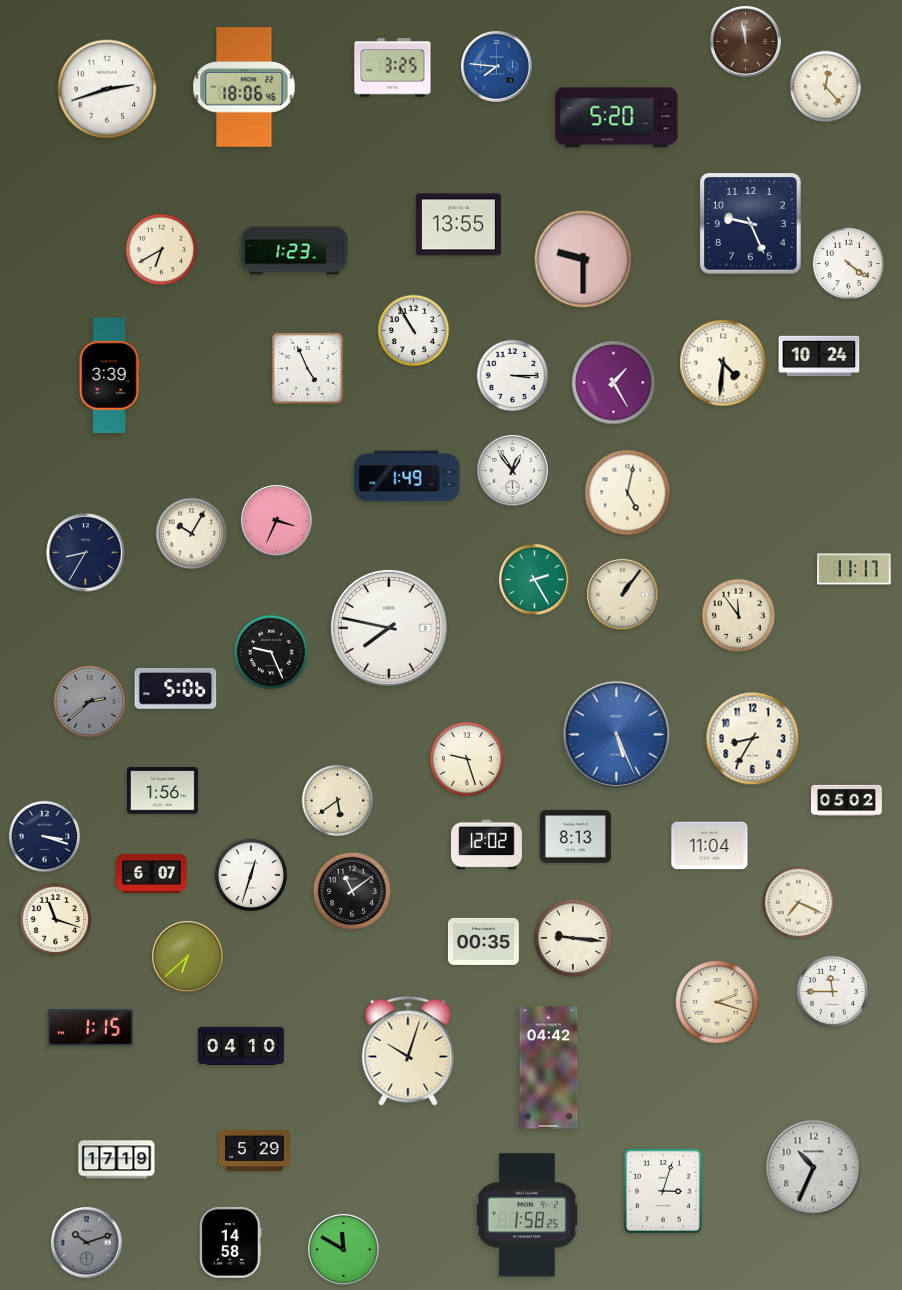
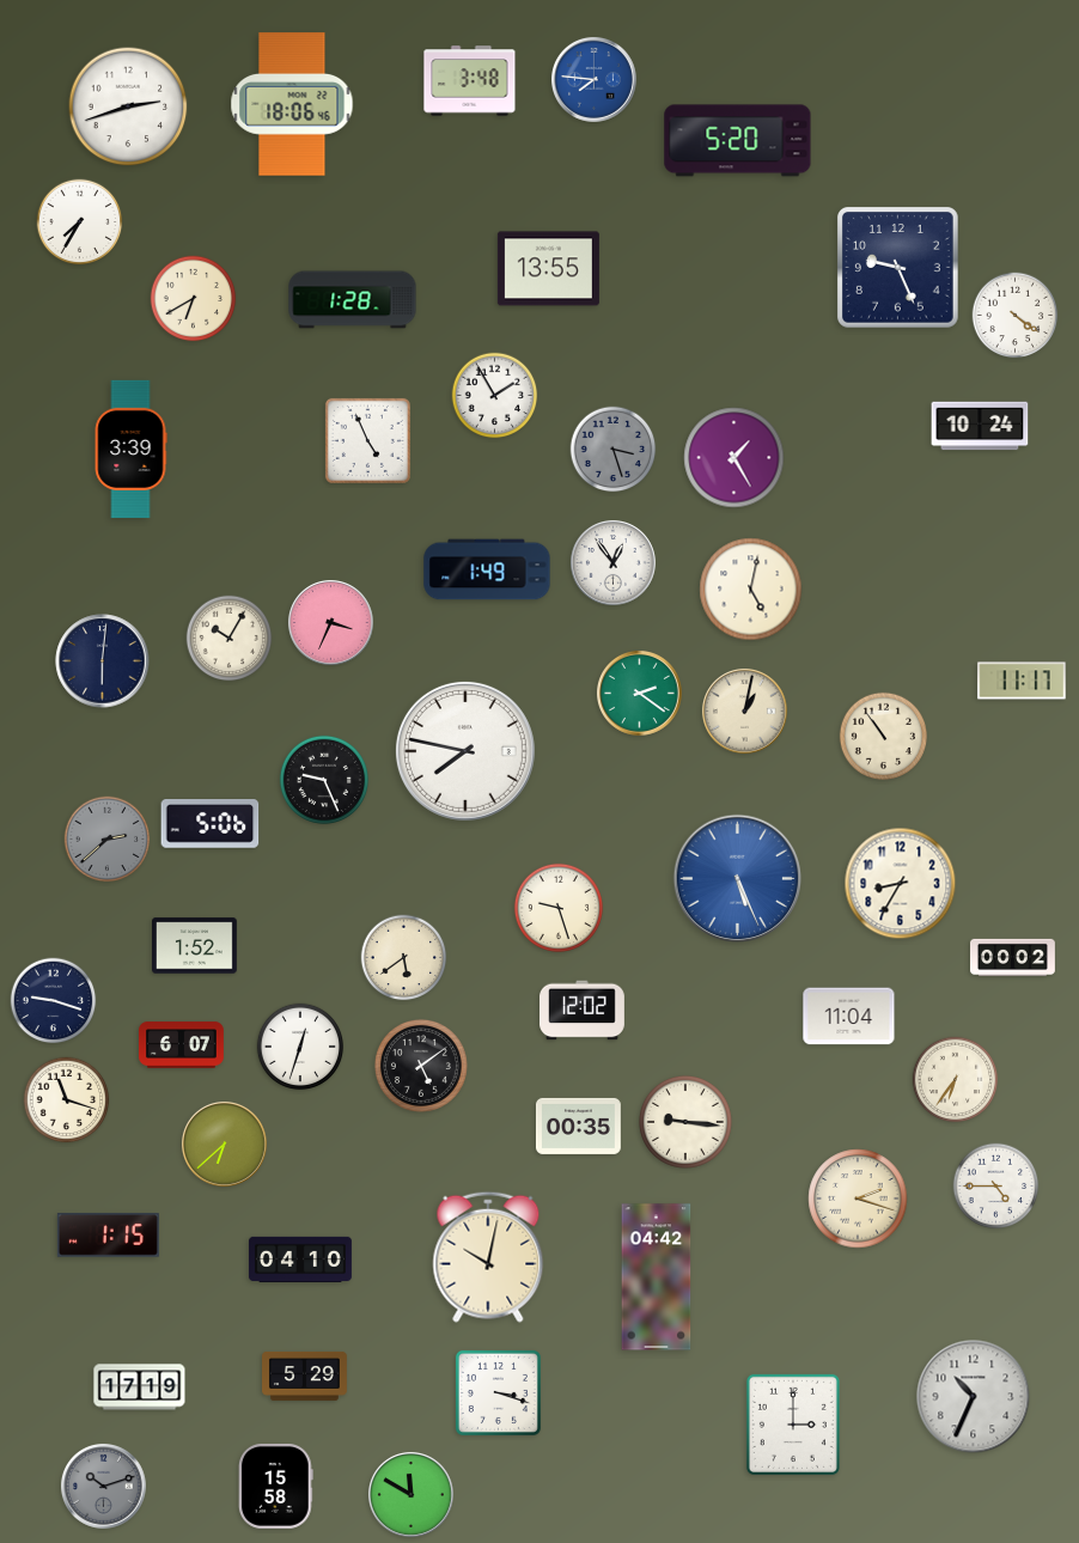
clock at (745, 41): 11:58 -> none
clock at (393, 68): 3:25 -> 3:48
clock at (826, 87): 12:23 -> none
clock at (80, 222): none -> 7:35
clock at (295, 251): 1:23 -> 1:28
clock at (583, 259): 9:30 -> none
clock at (414, 331): 10:55 -> 1:55
clock at (723, 363): 4:31 -> none
clock at (513, 376): 3:15 -> 3:27
clock at (513, 376) dial: white -> grey
clock at (86, 553): 8:35 -> 6:01
clock at (534, 579): 2:25 -> 2:21
clock at (622, 594): 1:06 -> 1:02
clock at (738, 615): 11:54 -> 10:54
clock at (163, 791): 1:56 -> 1:52
clock at (847, 800): 05:02 -> 00:02
clock at (45, 837): 3:18 -> 9:18
clock at (575, 837): 8:13 -> none
clock at (710, 846) position: (710, 846) -> (849, 1017)
clock at (352, 891): 11:09 -> 5:09
clock at (799, 903): 7:19 -> 6:36
clock at (833, 992): 11:45 -> 4:45
clock at (90, 1028) position: (90, 1028) -> (108, 1236)
clock at (241, 1045) position: (241, 1045) -> (300, 1258)
clock at (408, 1051): 10:03 -> 10:02
clock at (498, 1392): none -> 3:18
clock at (663, 1191): 3:03 -> 3:00
clock at (527, 1215): 1:58 -> none
clock at (230, 1242): 14:58 -> 15:58
